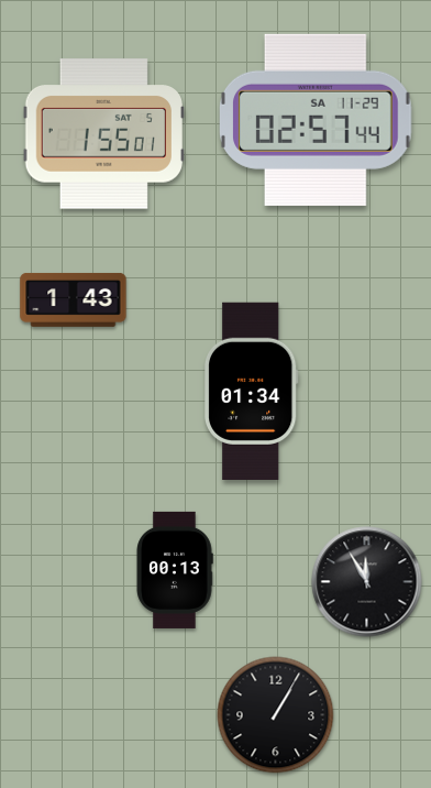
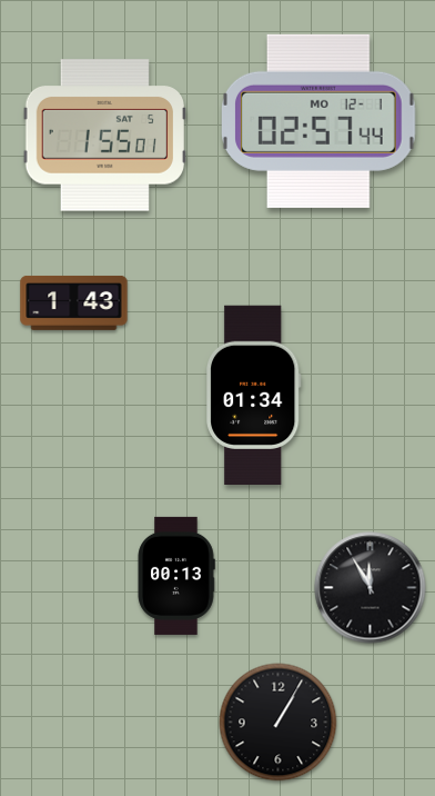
clock at (317, 120) date: SA 11-29 -> MO 12-1
